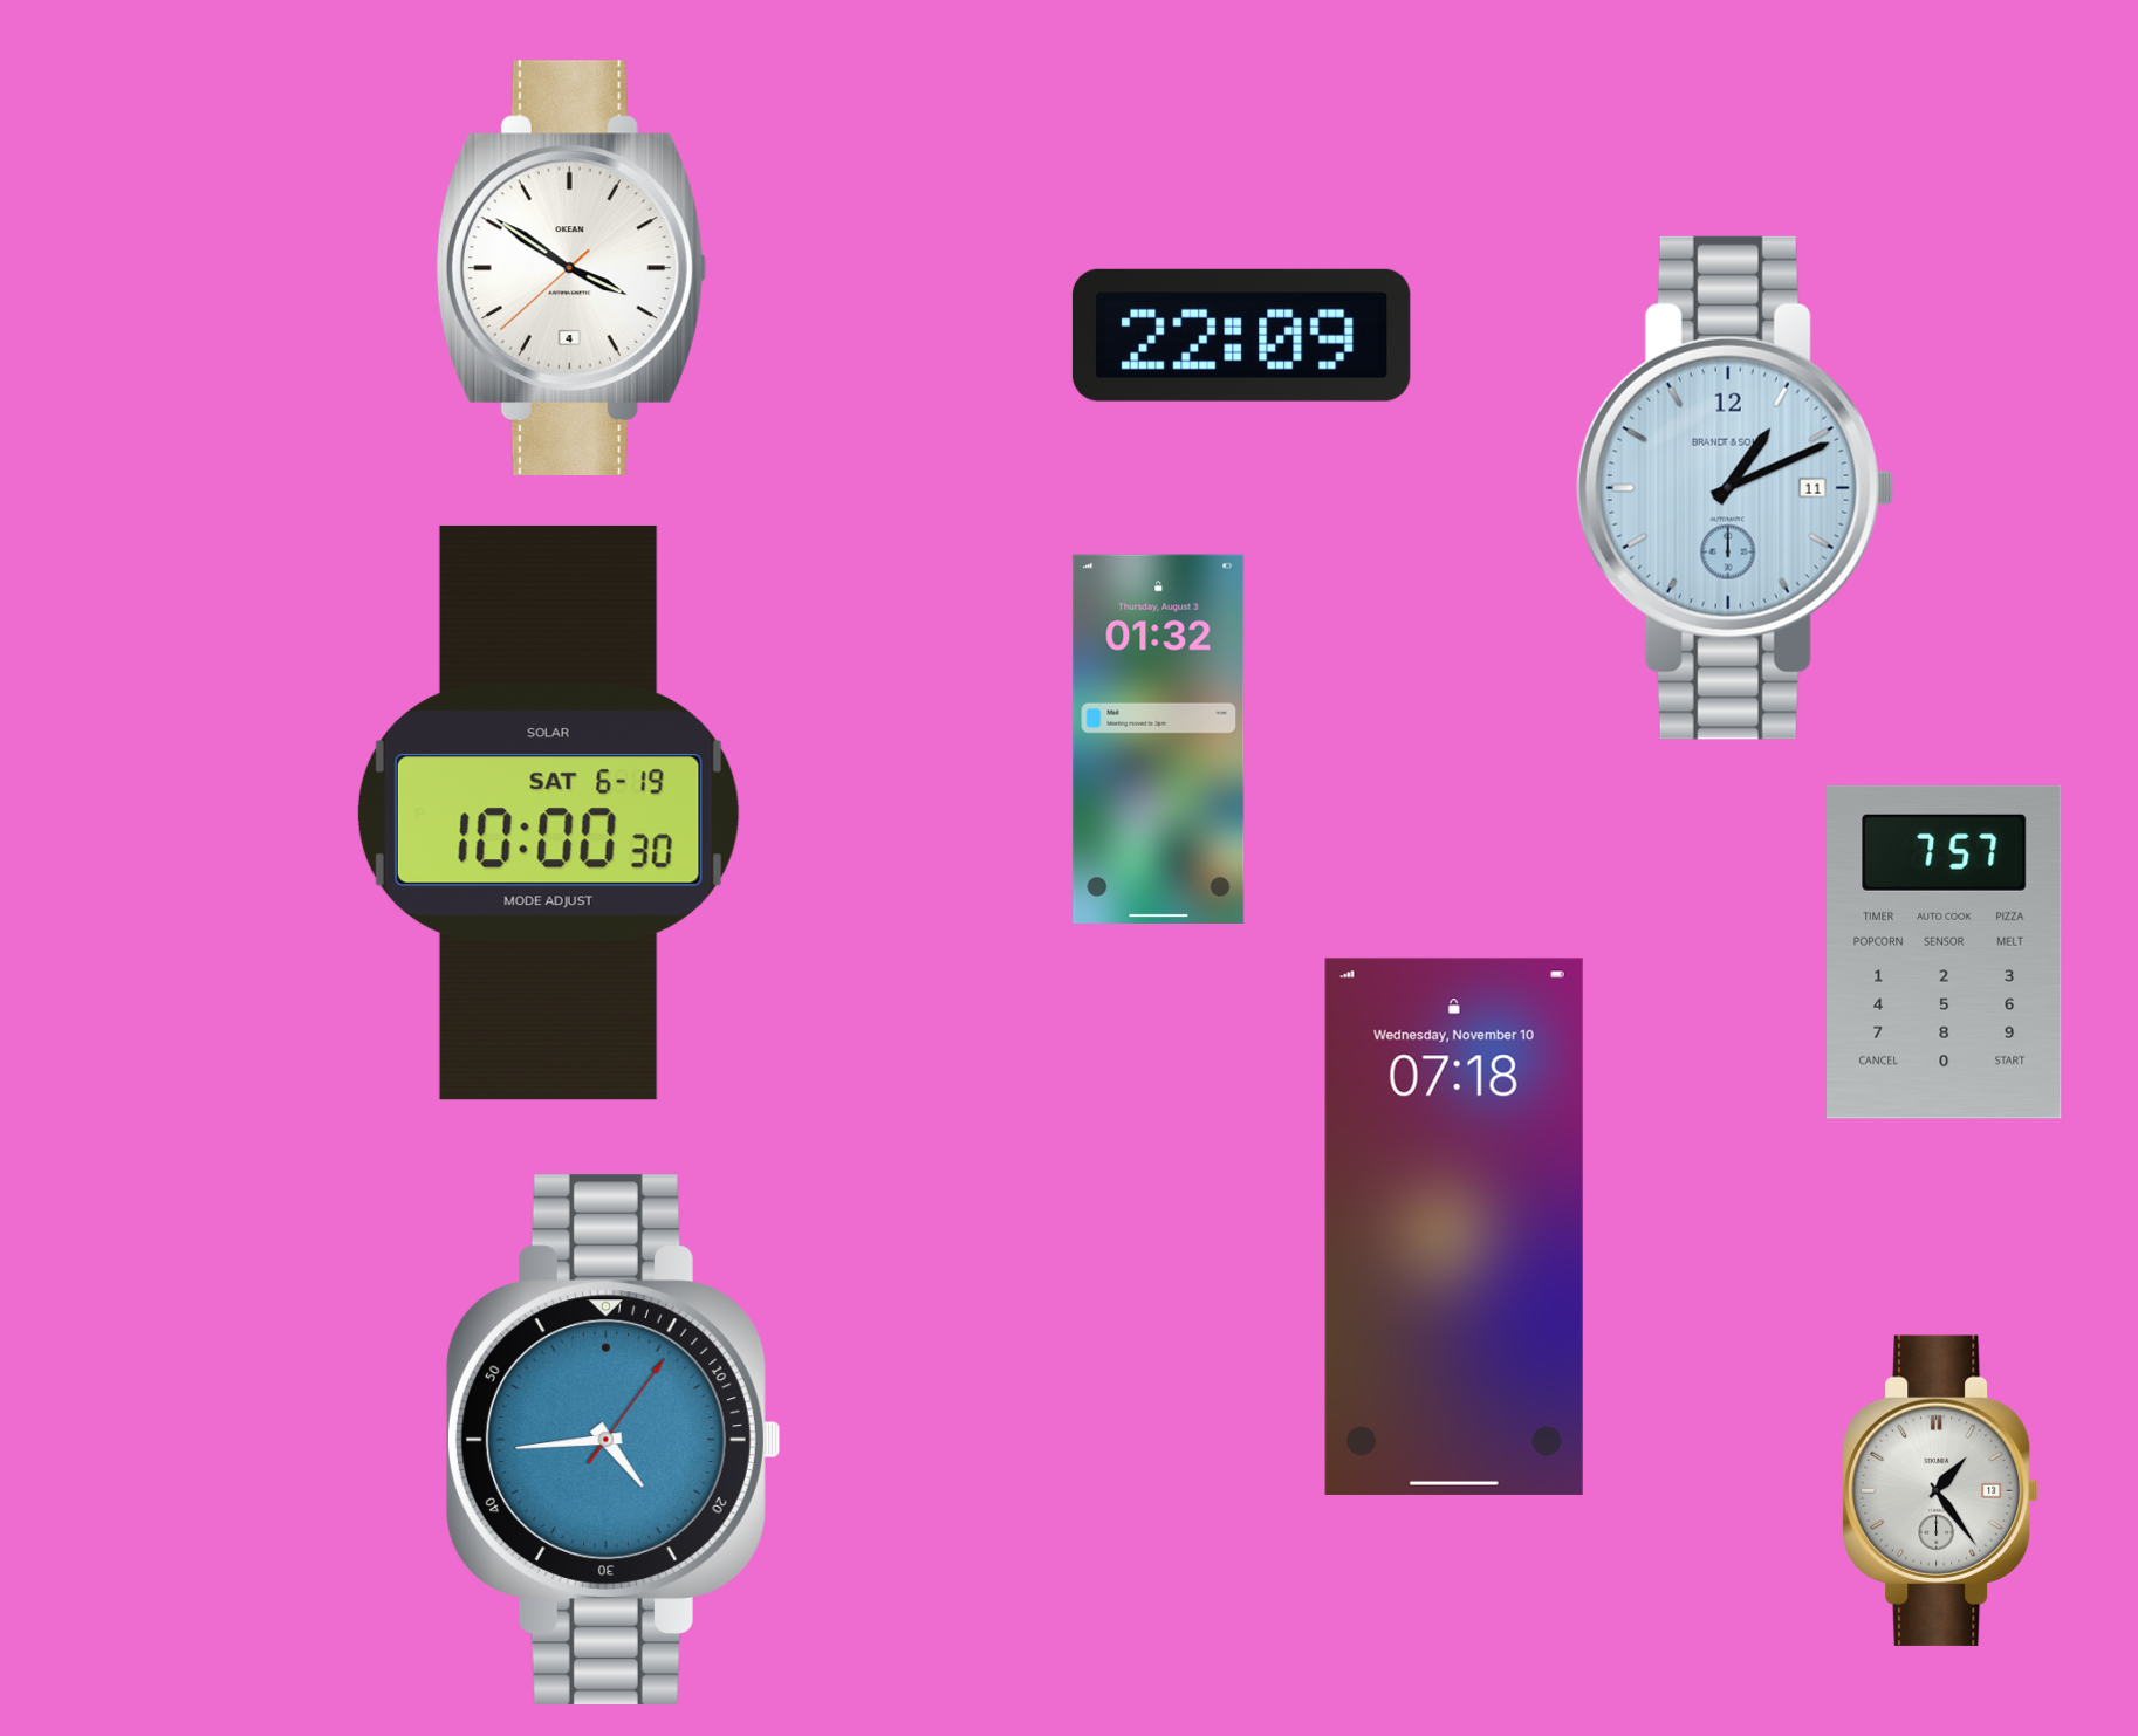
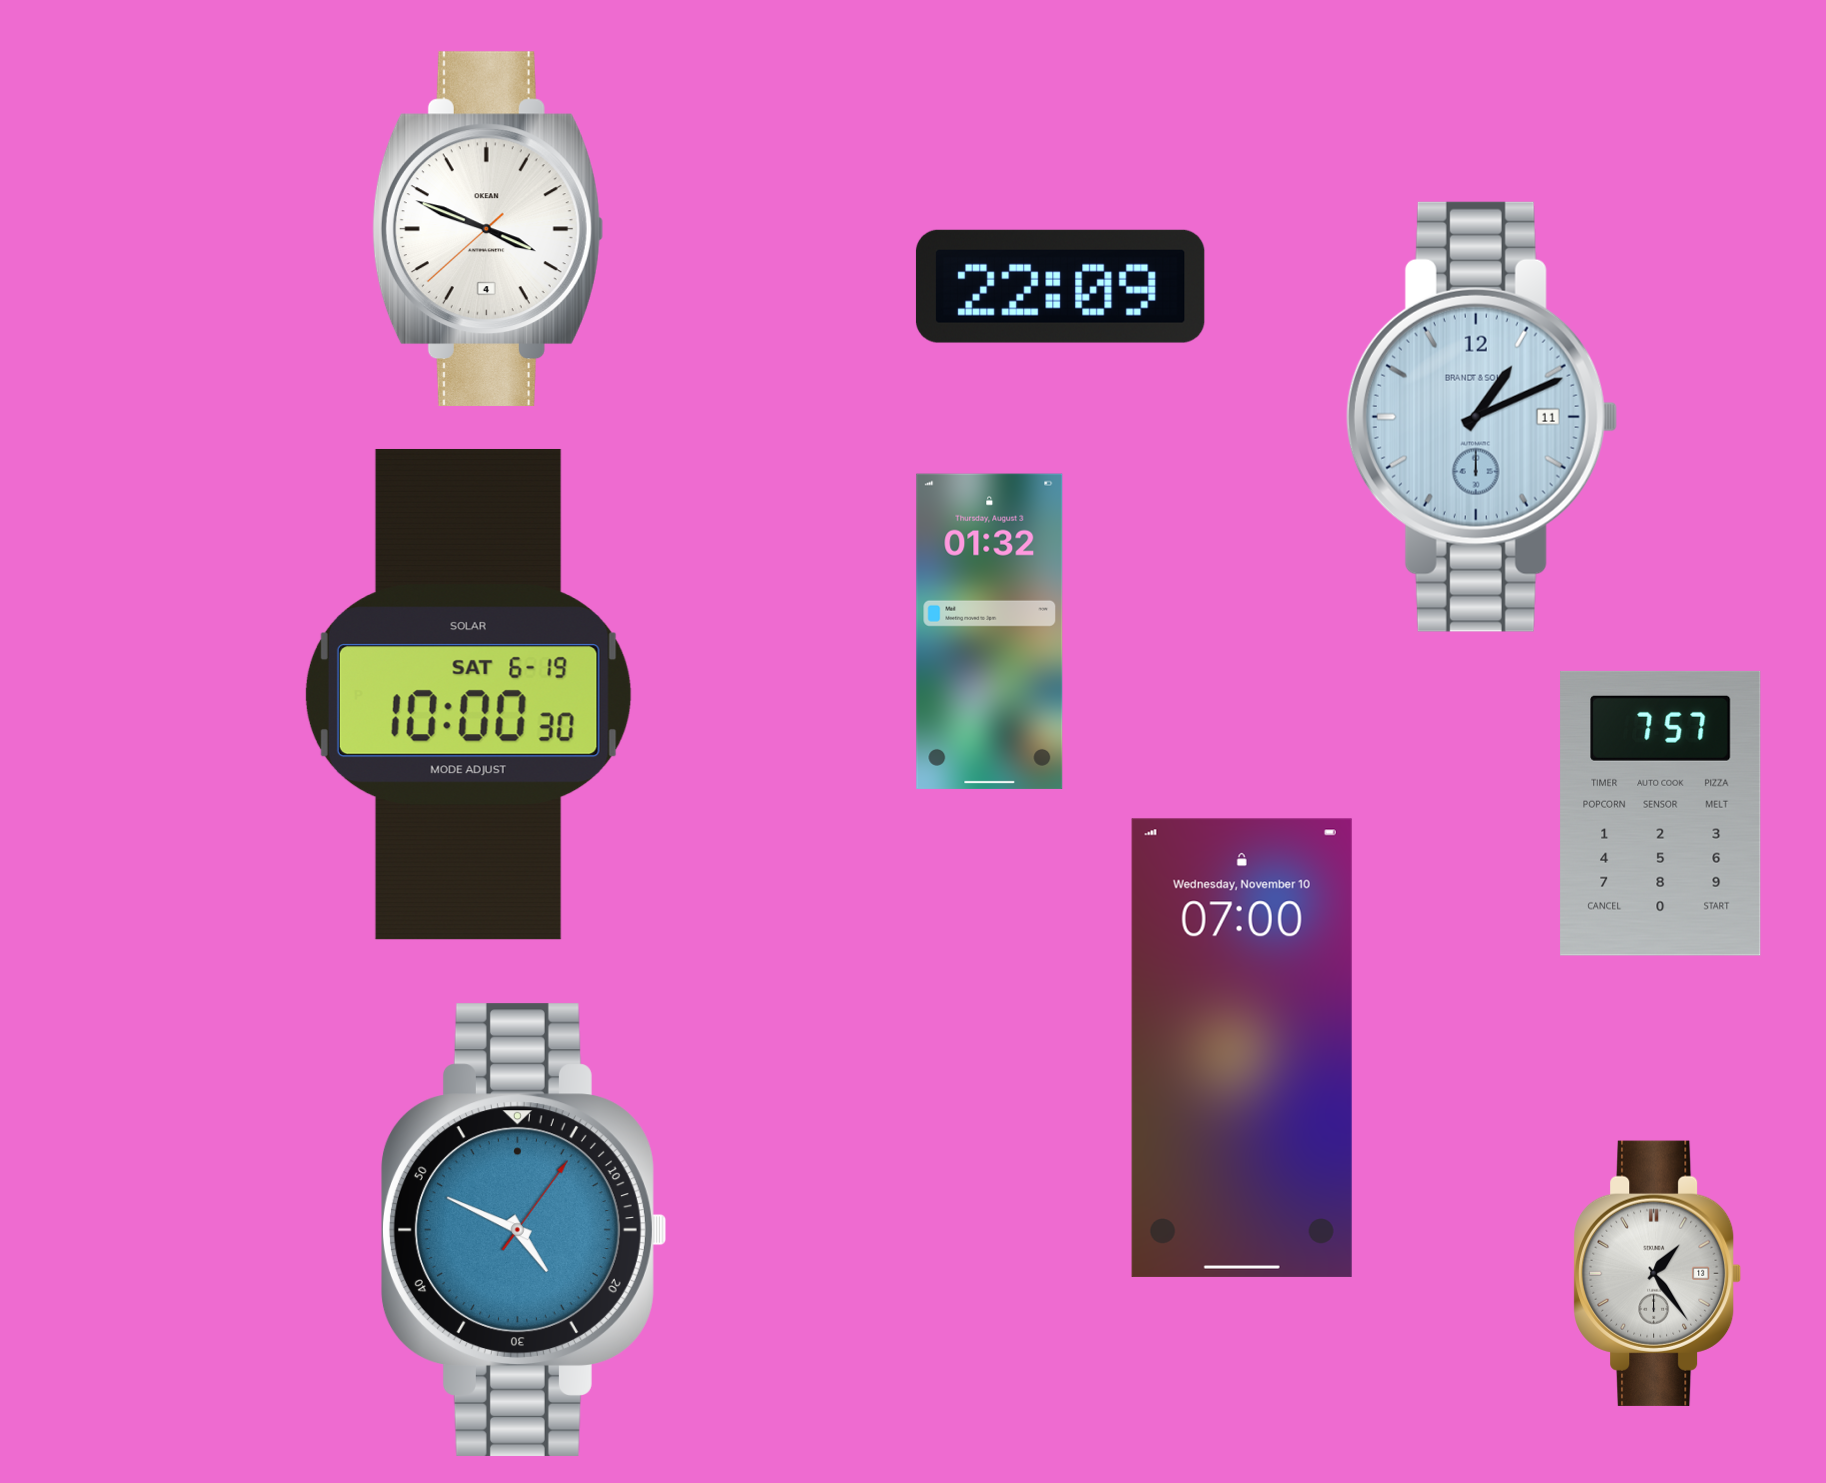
clock at (570, 267): 3:50 -> 3:48
clock at (1454, 1227): 07:18 -> 07:00
clock at (614, 1440): 4:44 -> 4:49
